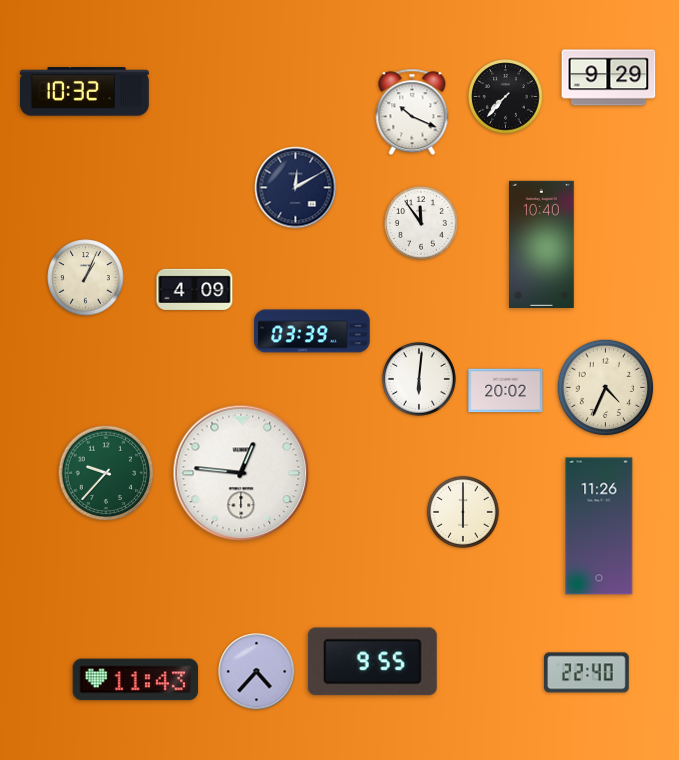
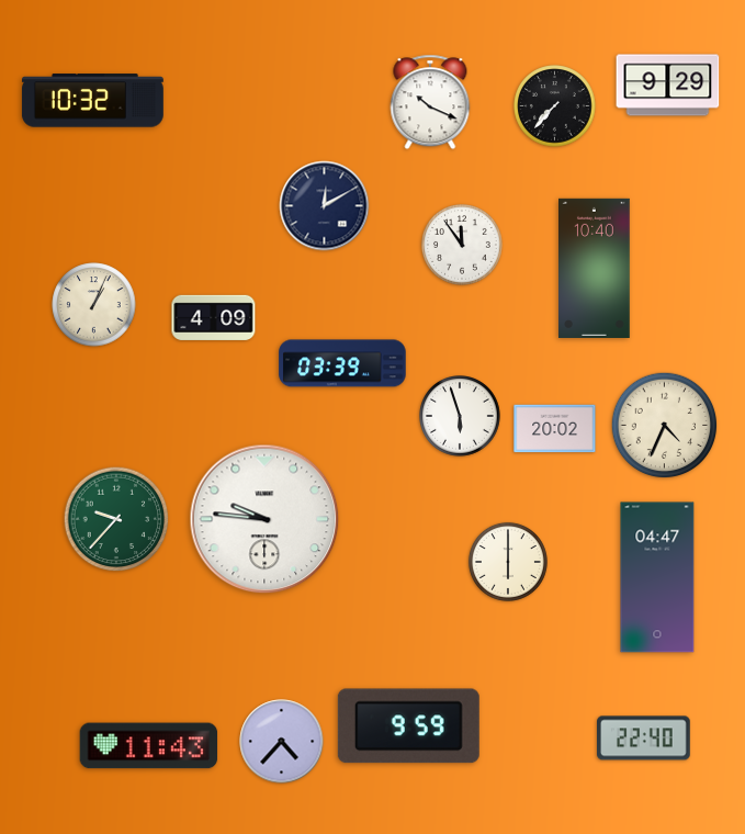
clock at (412, 112) position: (412, 112) -> (430, 102)
clock at (420, 380): 6:01 -> 5:57
clock at (241, 473): 12:46 -> 9:46
clock at (599, 526): 11:26 -> 04:47
clock at (372, 662): 9:55 -> 9:59
clock at (257, 672) position: (257, 672) -> (282, 742)
